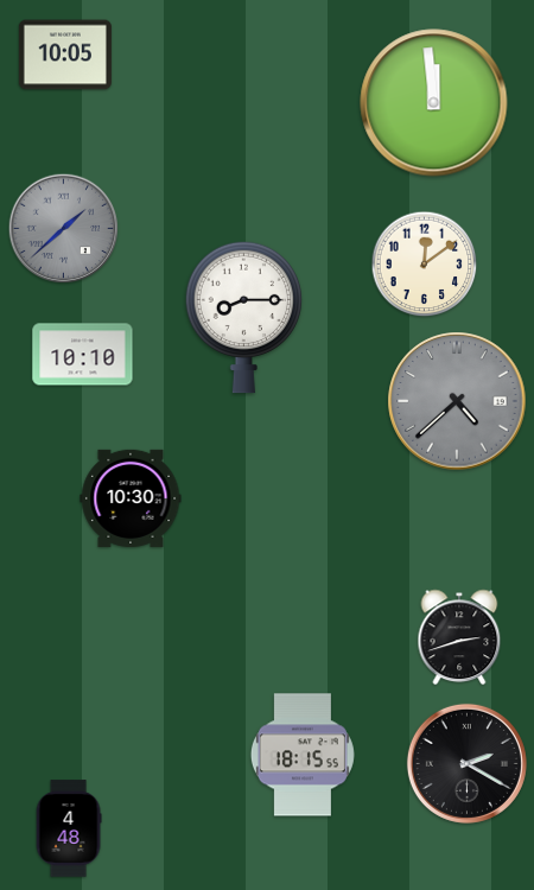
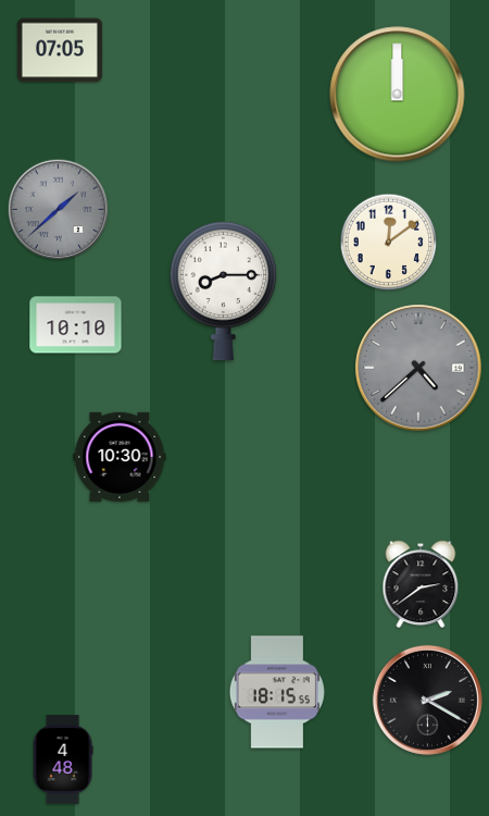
clock at (65, 55): 10:05 -> 07:05
clock at (434, 103): 11:59 -> 12:00
clock at (459, 637): 2:42 -> 2:39
